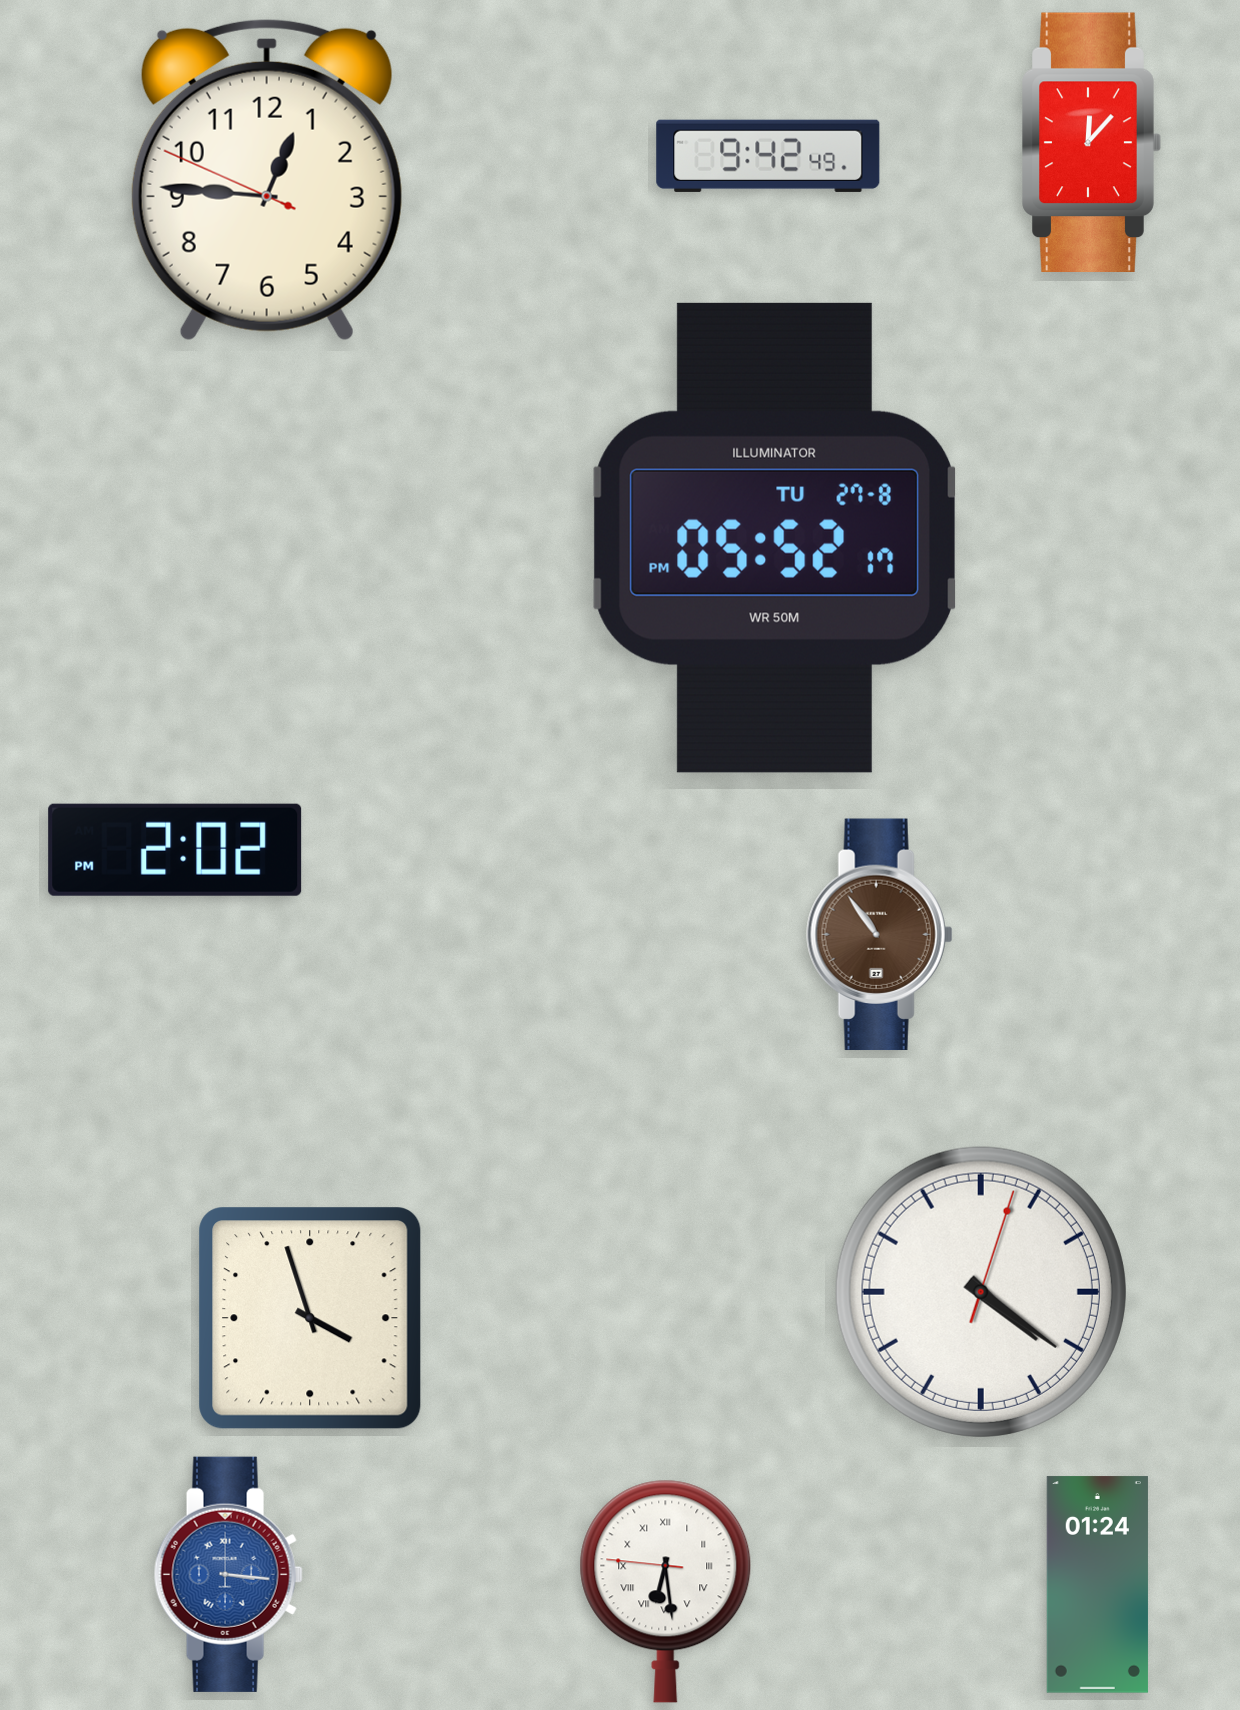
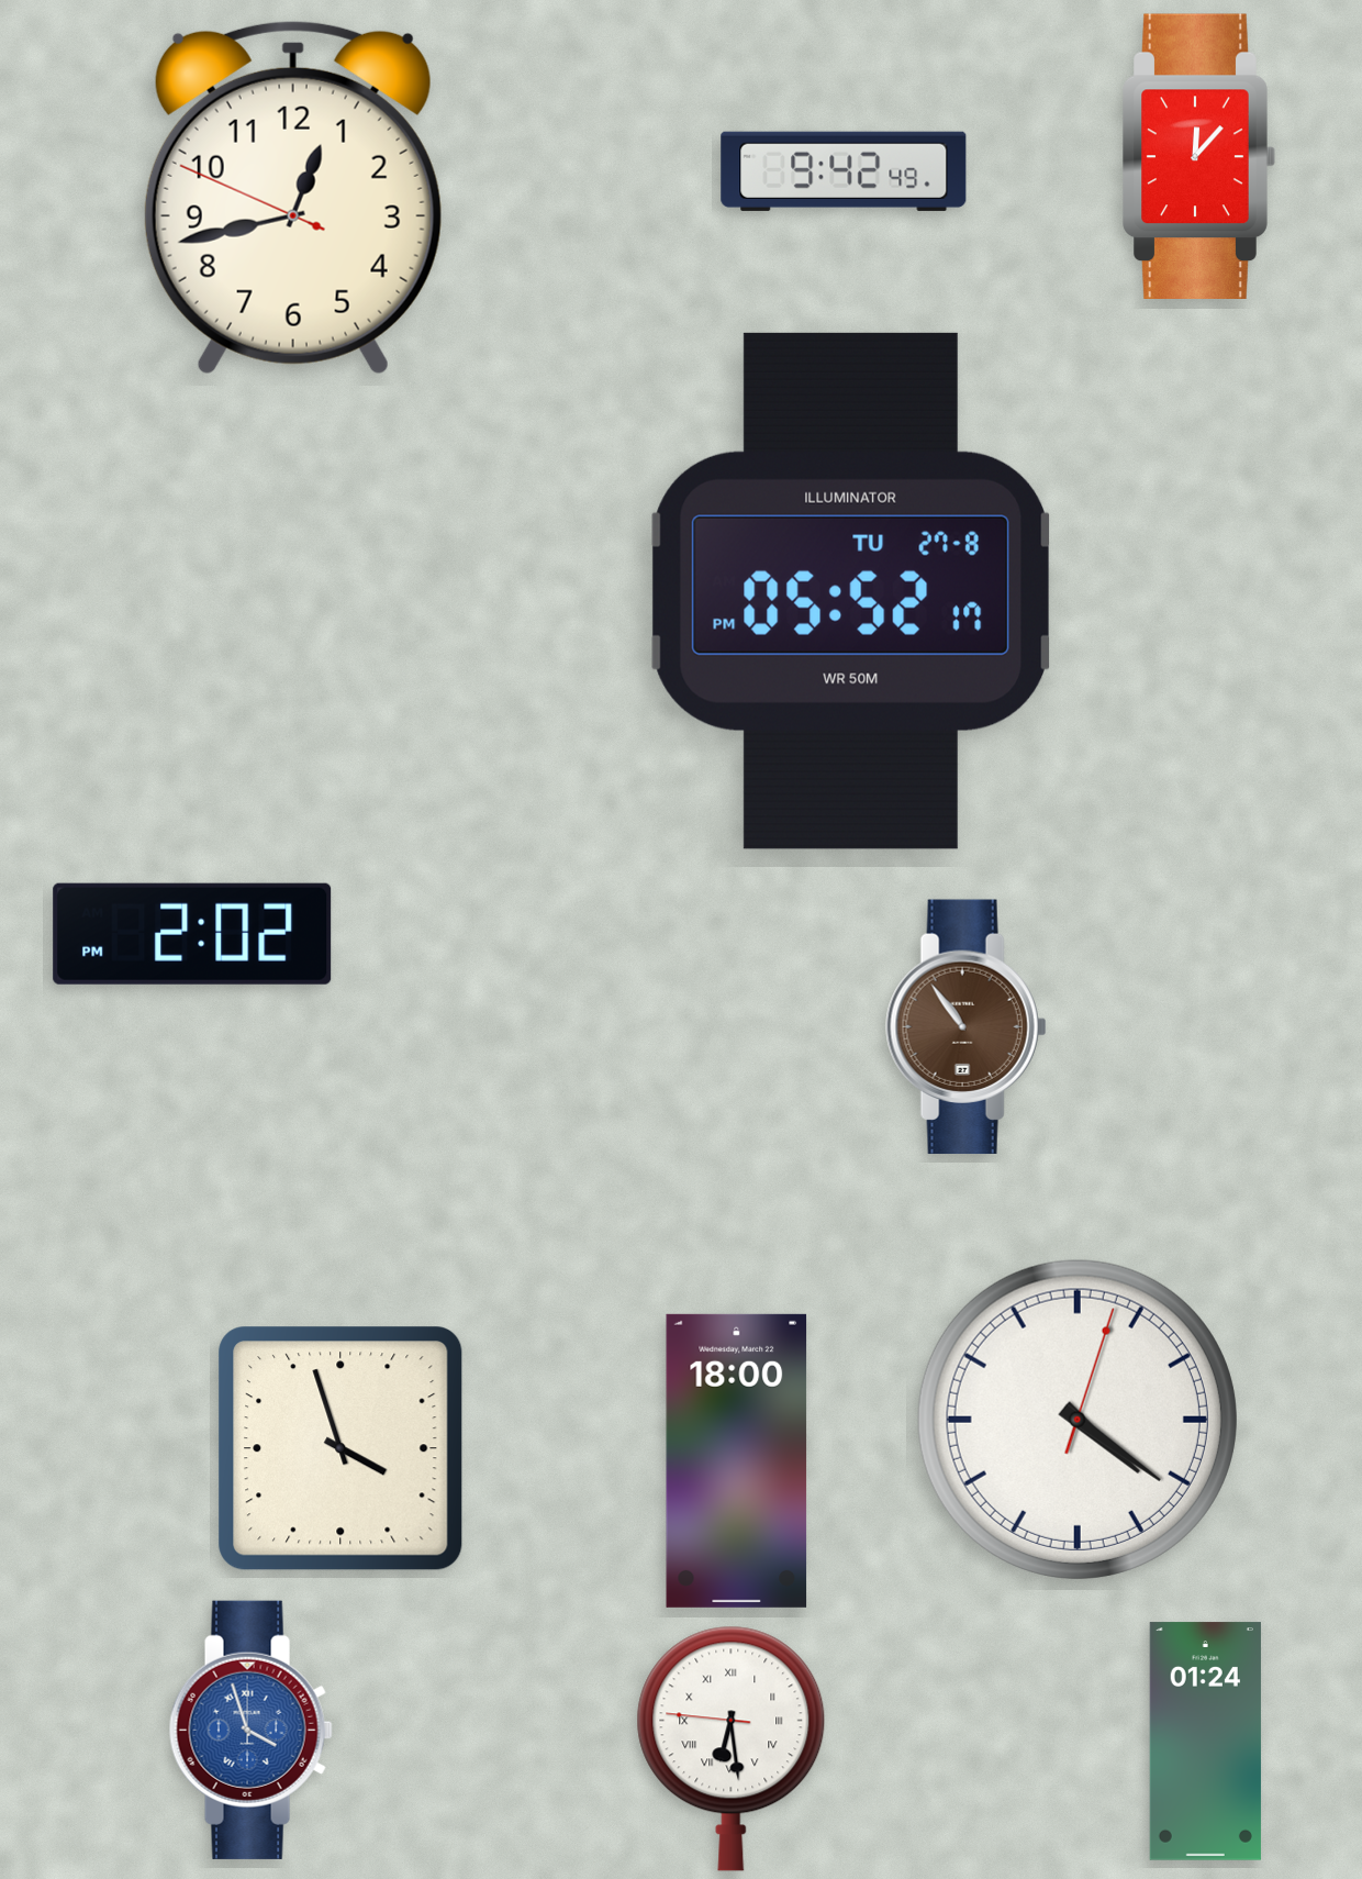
clock at (267, 180): 12:45 -> 12:42
clock at (737, 1460): none -> 18:00
clock at (228, 1574): 3:16 -> 3:57
